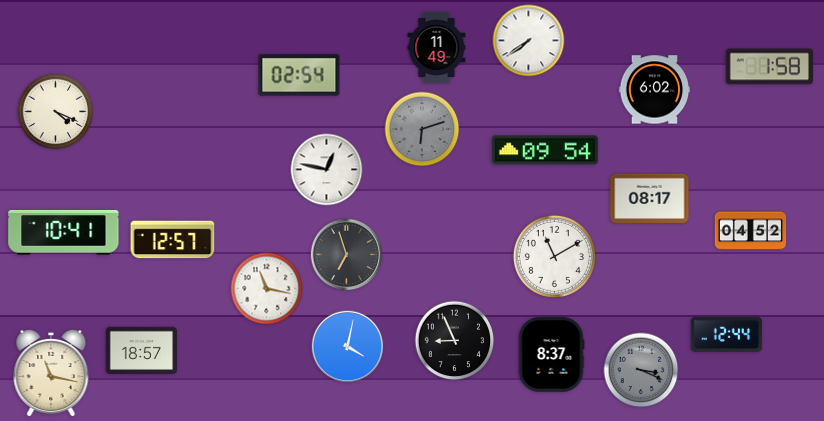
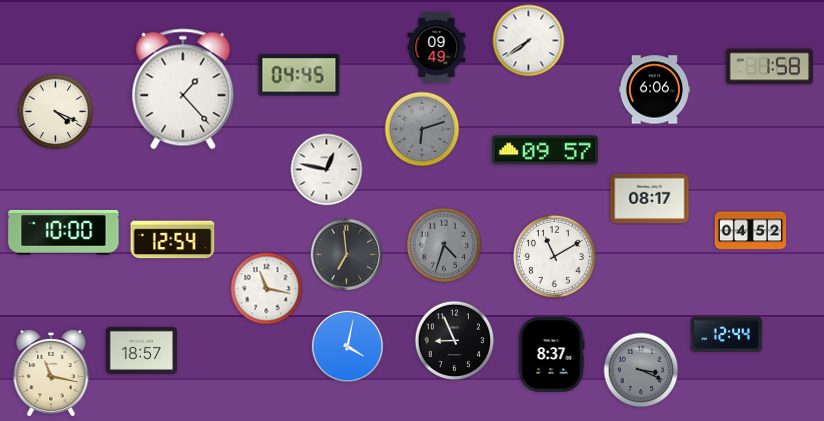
clock at (437, 48): 11:49 -> 09:49
clock at (299, 75): 02:54 -> 04:45
clock at (183, 89): none -> 1:23
clock at (655, 90): 6:02 -> 6:06
clock at (545, 150): 09:54 -> 09:57
clock at (64, 233): 10:41 -> 10:00
clock at (173, 240): 12:57 -> 12:54
clock at (444, 245): none -> 4:33
clock at (347, 255): 6:57 -> 6:59
